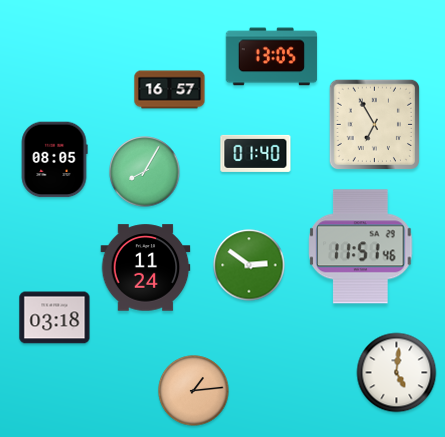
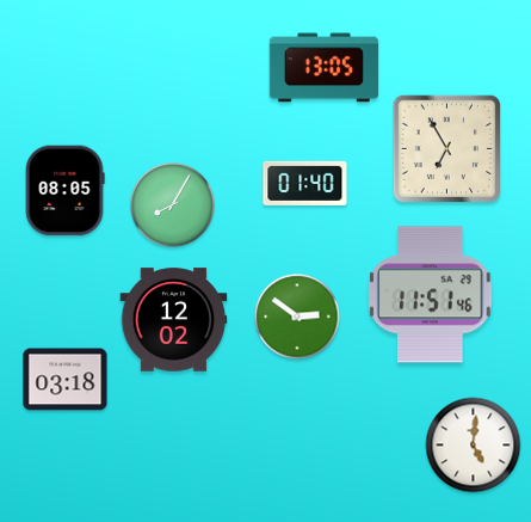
clock at (170, 90): 16:57 -> none
clock at (146, 268): 11:24 -> 12:02
clock at (194, 391): 1:14 -> none
